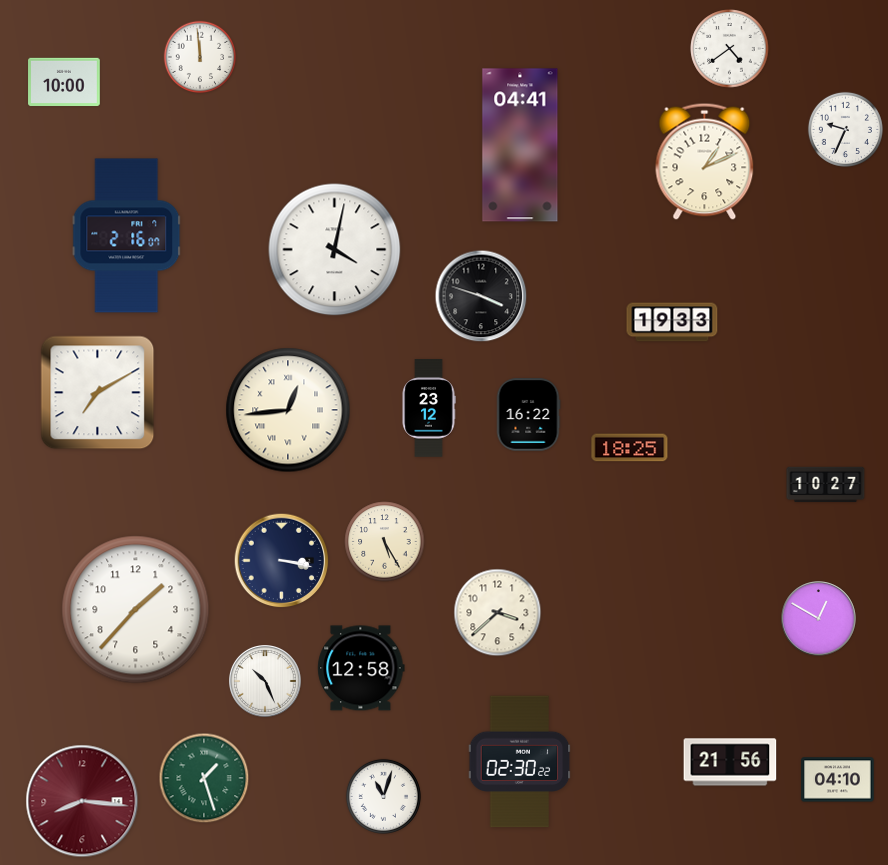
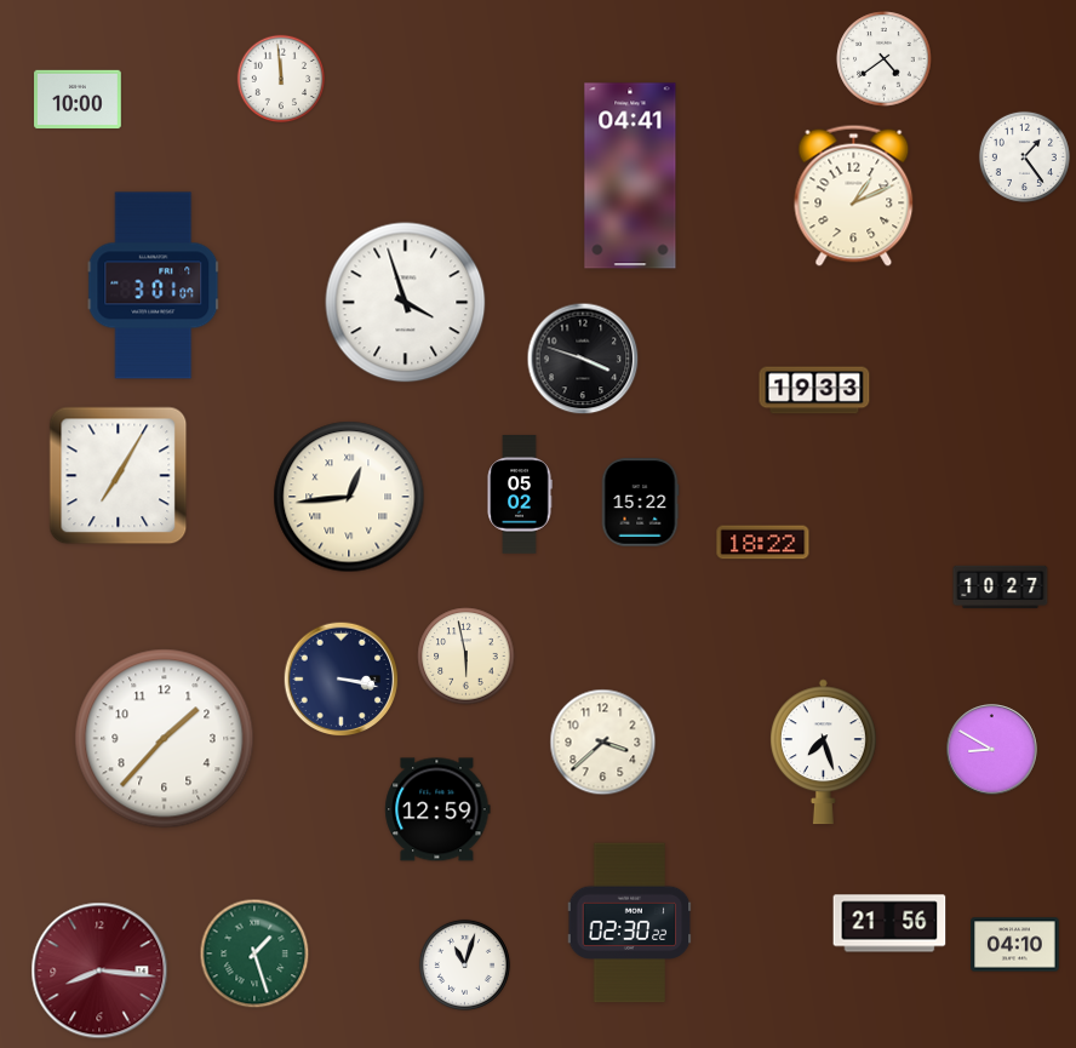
clock at (200, 57) position: (200, 57) -> (281, 79)
clock at (845, 129): 9:34 -> 1:24
clock at (127, 236): 2:16 -> 3:01
clock at (335, 250): 4:02 -> 3:57
clock at (98, 393): 7:10 -> 7:05
clock at (429, 408): 23:12 -> 05:02
clock at (528, 415): 16:22 -> 15:22
clock at (630, 448): 18:25 -> 18:22
clock at (385, 542): 5:25 -> 5:58
clock at (819, 619): 12:50 -> 8:50
clock at (823, 752): none -> 7:27
clock at (361, 668): 12:58 -> 12:59
clock at (266, 682): 10:26 -> none
clock at (730, 762) position: (730, 762) -> (889, 923)
clock at (204, 778) position: (204, 778) -> (254, 953)
